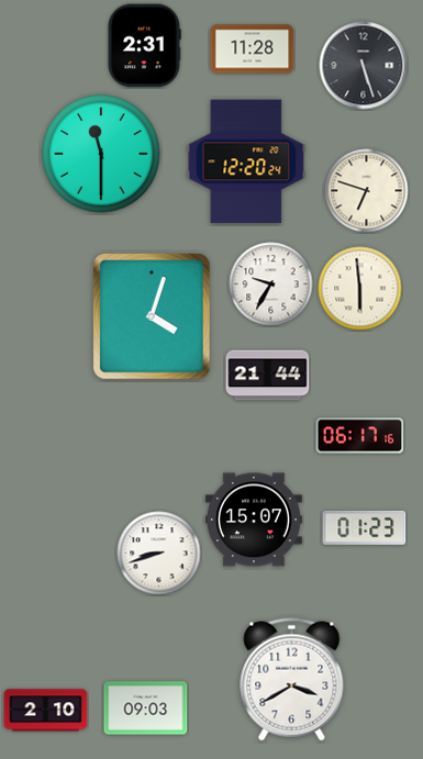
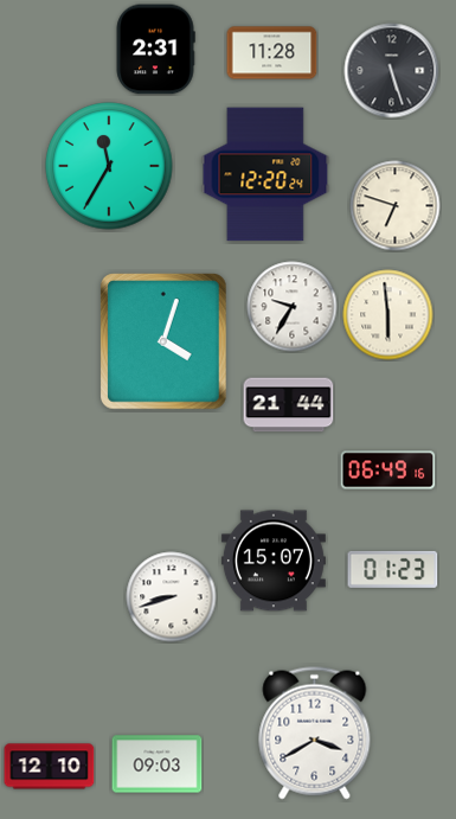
clock at (101, 154): 11:30 -> 11:35
clock at (360, 289) position: (360, 289) -> (388, 315)
clock at (360, 436): 06:17 -> 06:49
clock at (46, 711): 2:10 -> 12:10
